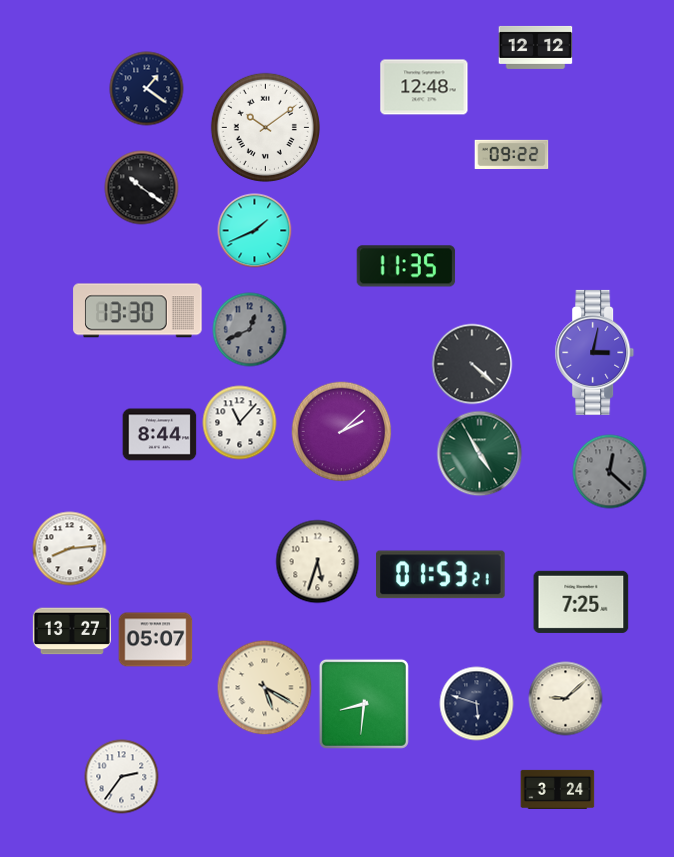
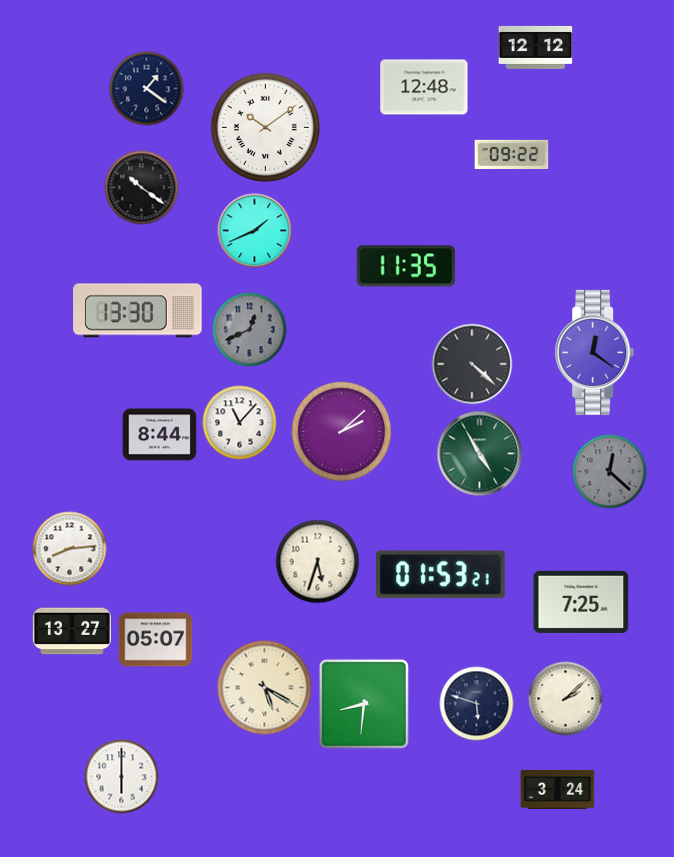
clock at (595, 352): 3:02 -> 12:21
clock at (566, 699): 9:08 -> 2:08
clock at (122, 777): 2:36 -> 6:00
